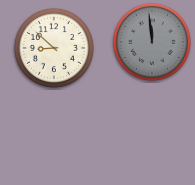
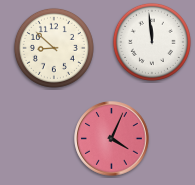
clock at (152, 42) dial: grey -> white
clock at (112, 139): none -> 4:04
